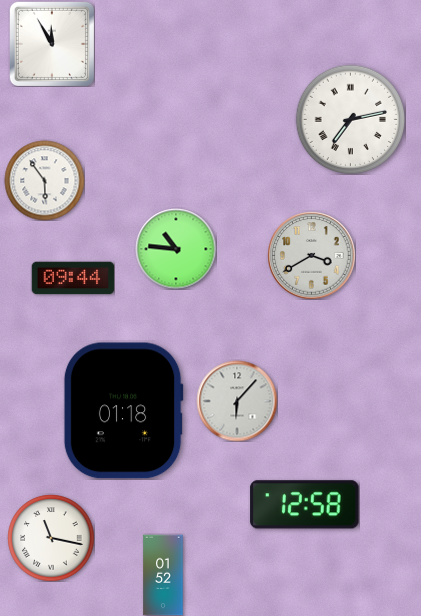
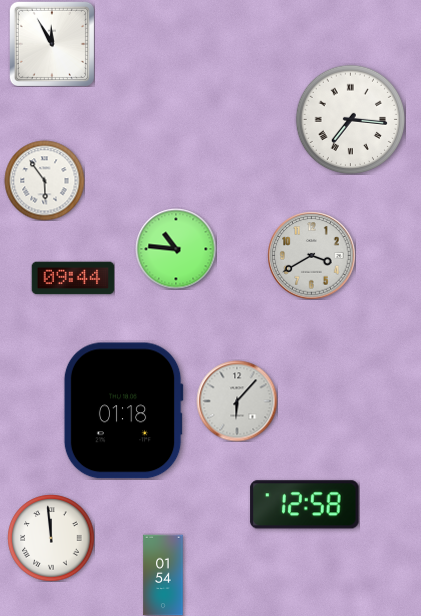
clock at (350, 119): 7:13 -> 7:16
clock at (51, 538): 11:17 -> 11:59
clock at (163, 575): 01:52 -> 01:54
